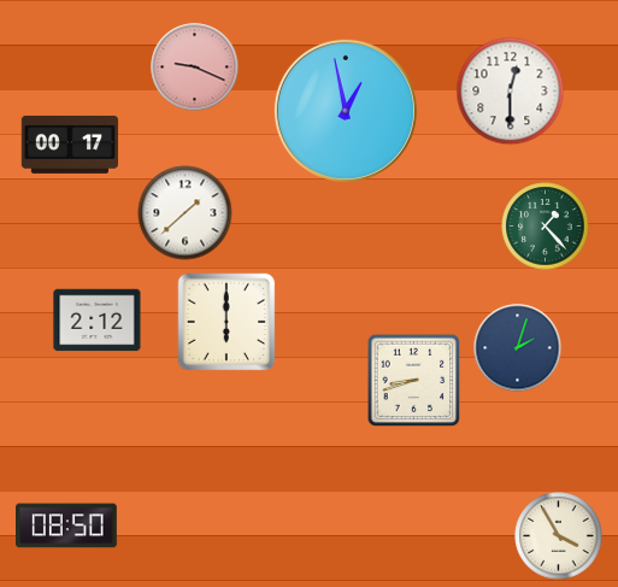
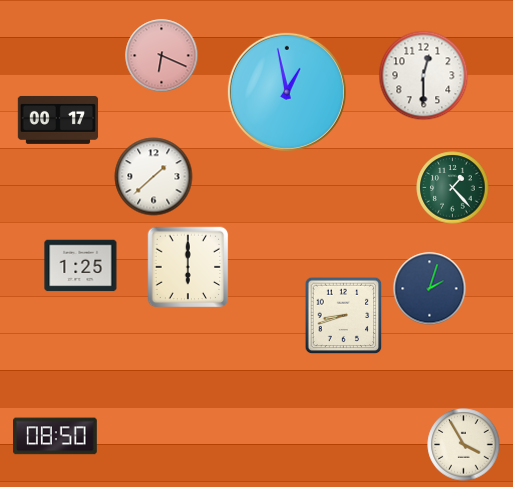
clock at (195, 67): 9:19 -> 6:19
clock at (98, 321): 2:12 -> 1:25
